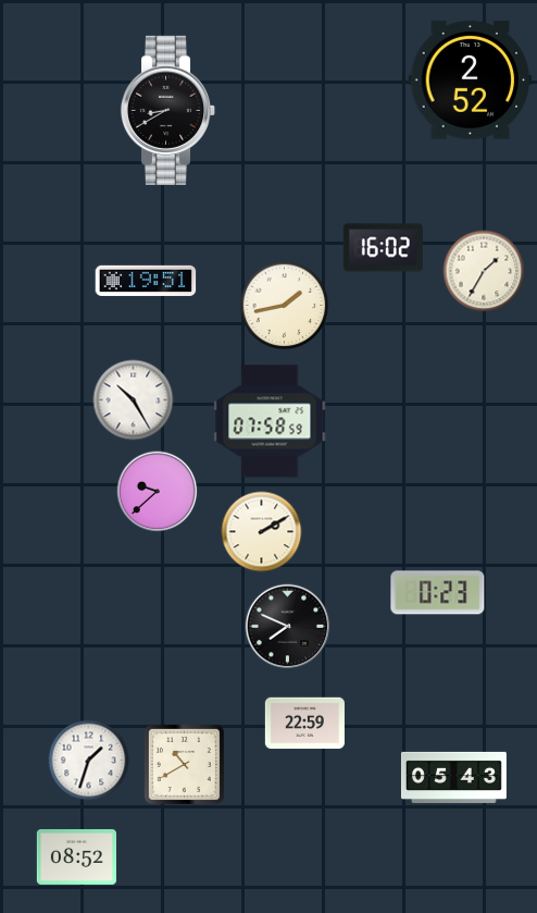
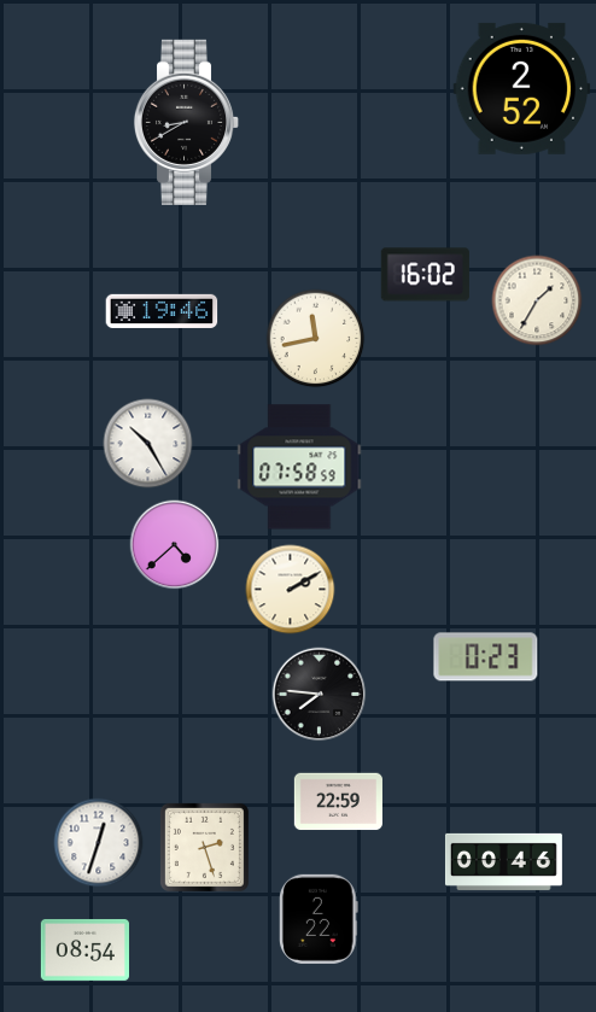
clock at (146, 281): 19:51 -> 19:46
clock at (285, 306): 1:43 -> 11:43
clock at (158, 492): 9:38 -> 4:38
clock at (288, 627): 7:49 -> 7:46
clock at (89, 761): 1:33 -> 12:33
clock at (184, 764): 10:40 -> 2:27
clock at (453, 777): 05:43 -> 00:46
clock at (320, 919): none -> 2:22
clock at (76, 856): 08:52 -> 08:54
